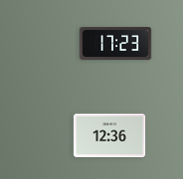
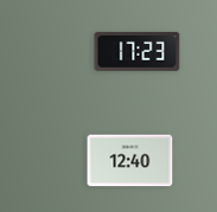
clock at (110, 136): 12:36 -> 12:40
